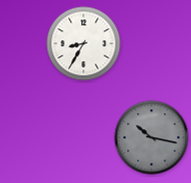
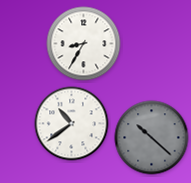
clock at (72, 124): none -> 10:39
clock at (152, 138): 10:17 -> 10:22
